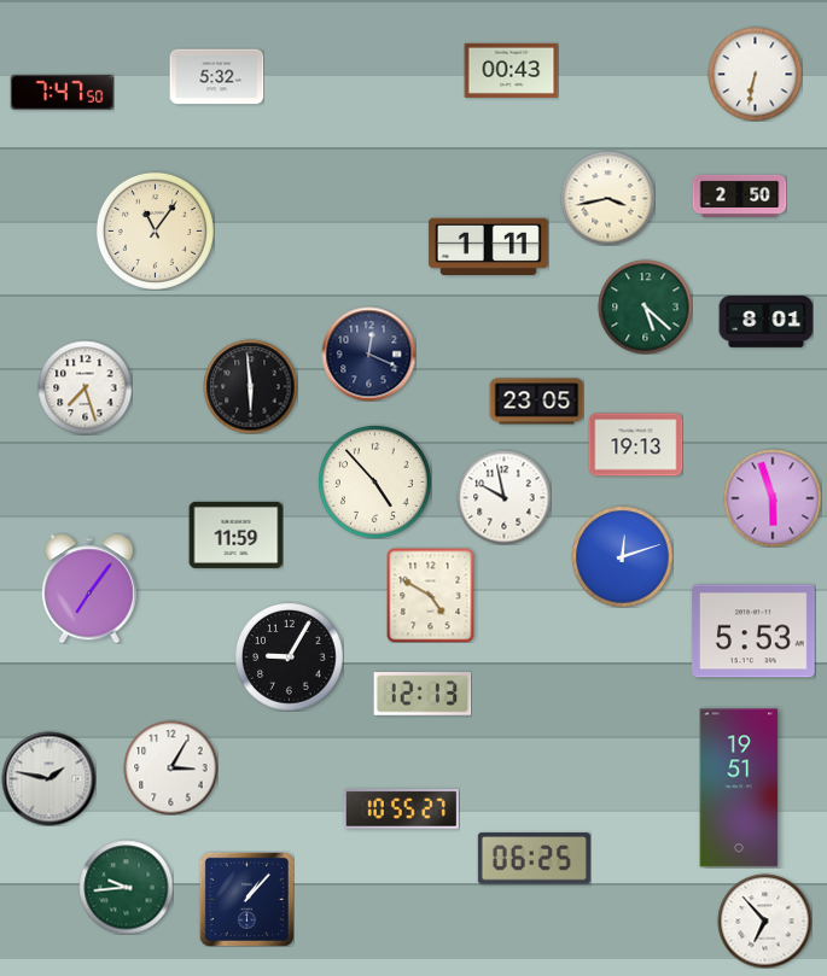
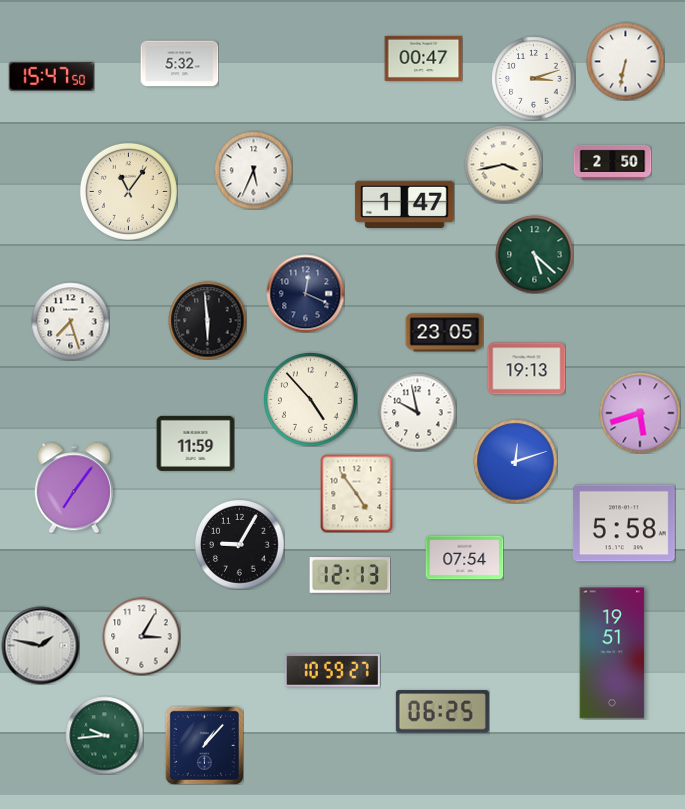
clock at (511, 70): 00:43 -> 00:47
clock at (62, 92): 7:47 -> 15:47
clock at (533, 78): none -> 3:12
clock at (253, 170): none -> 5:34
clock at (488, 247): 1:11 -> 1:47
clock at (765, 322): 8:01 -> none
clock at (773, 498): 5:57 -> 5:42
clock at (431, 595): 4:50 -> 4:54
clock at (753, 631): 5:53 -> 5:58
clock at (464, 558): none -> 07:54
clock at (401, 810): 10:55 -> 10:59
clock at (764, 921): 6:53 -> none
